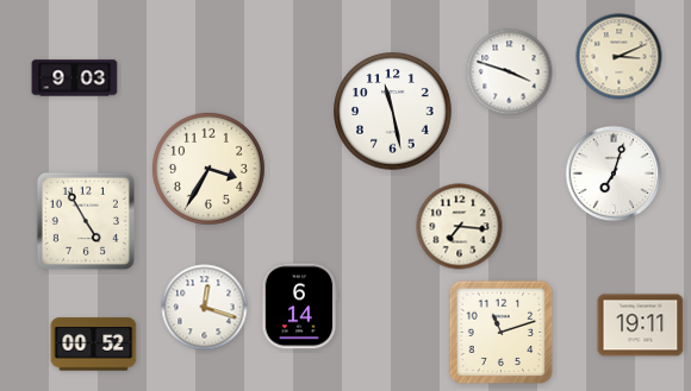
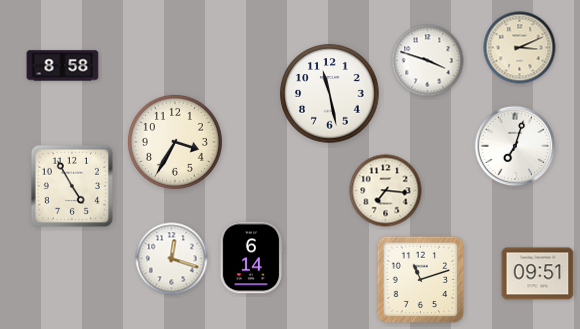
clock at (75, 78): 9:03 -> 8:58
clock at (641, 326): 19:11 -> 09:51
clock at (94, 345): 00:52 -> none
